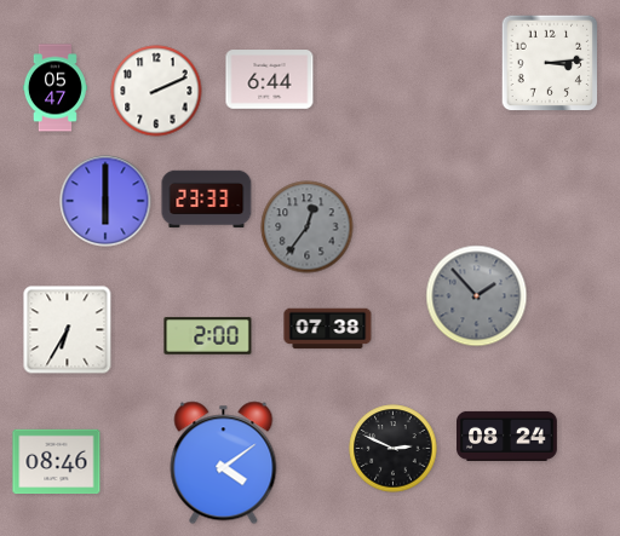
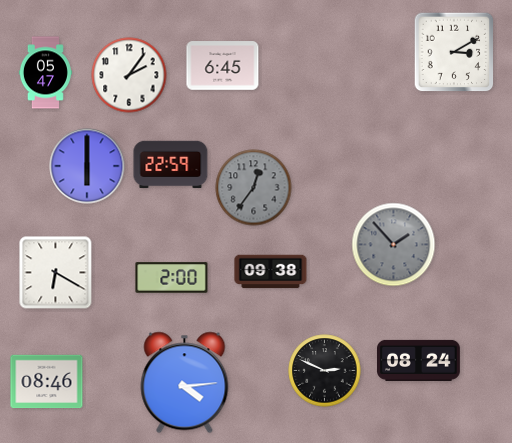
clock at (550, 63): 3:14 -> 3:10
clock at (270, 80): 6:44 -> 6:45
clock at (156, 91): 2:11 -> 2:06
clock at (207, 200): 23:33 -> 22:59
clock at (328, 329): 07:38 -> 09:38
clock at (68, 330): 6:35 -> 6:20
clock at (224, 463): 4:09 -> 4:14
